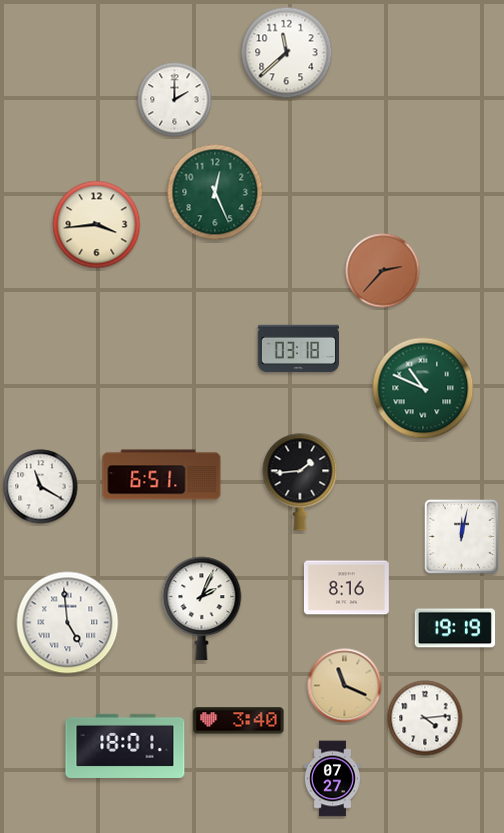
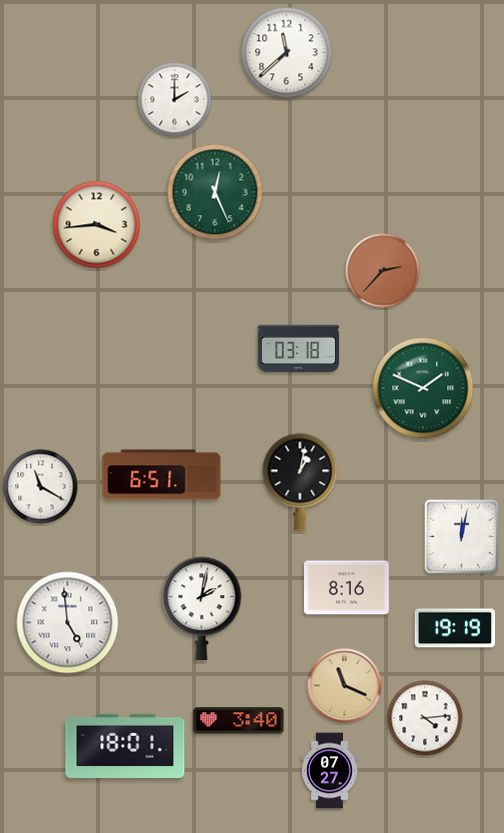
clock at (423, 388): 10:49 -> 1:49
clock at (300, 482): 1:44 -> 1:02
clock at (202, 609): 2:04 -> 2:02
clock at (332, 779) position: (332, 779) -> (329, 771)
